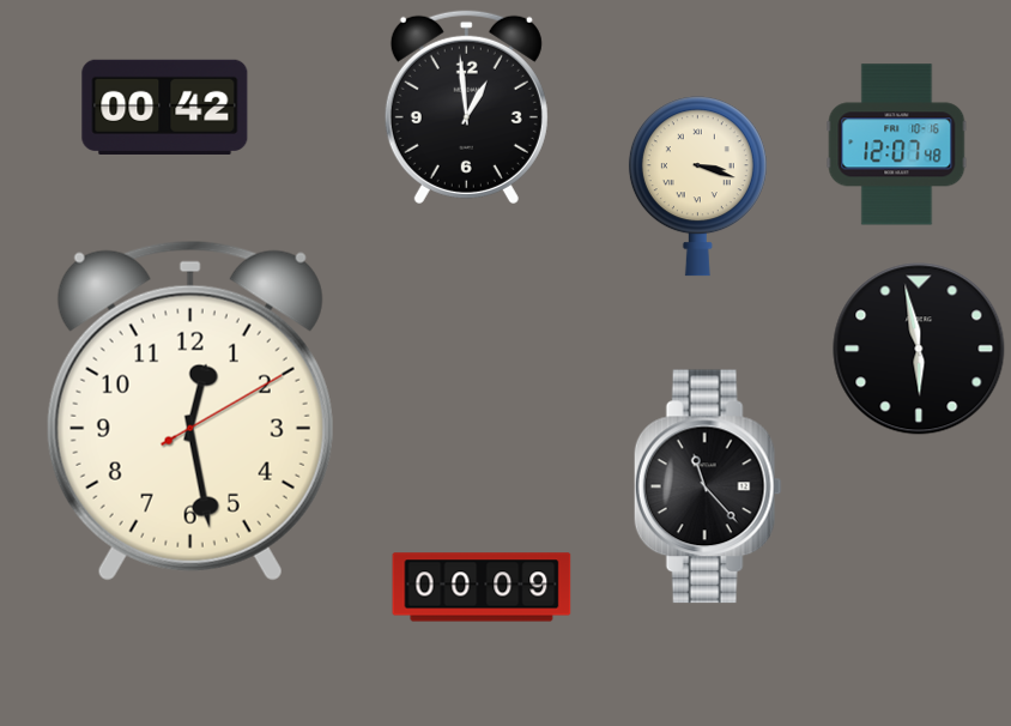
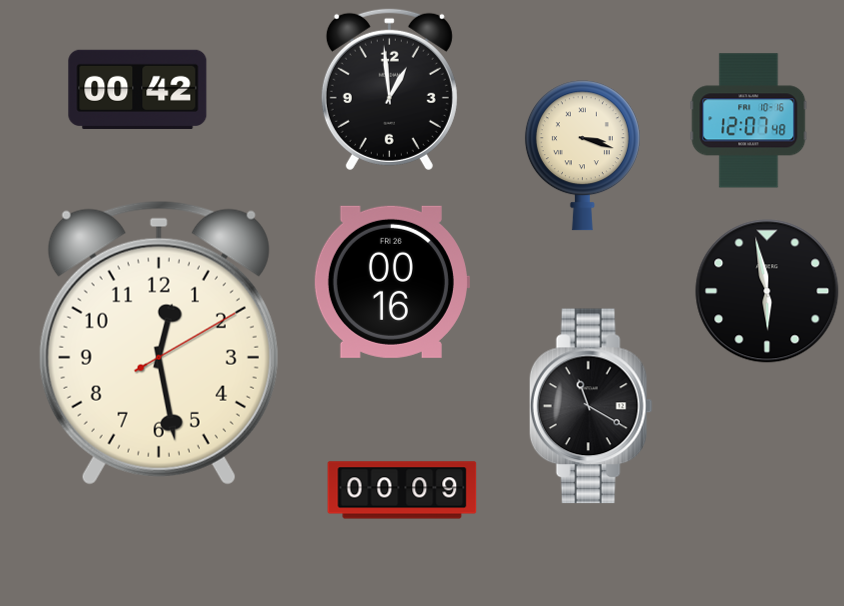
clock at (391, 282): none -> 00:16
clock at (708, 486): 11:23 -> 11:20
